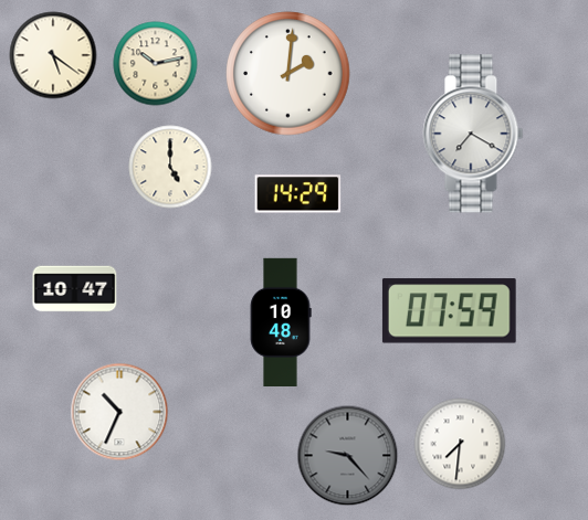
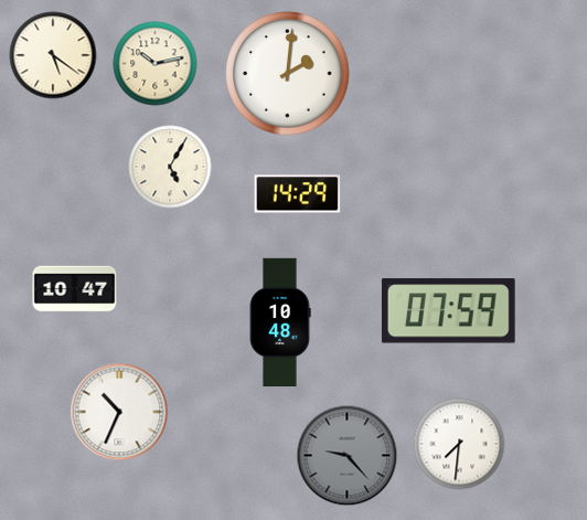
clock at (473, 134): 7:20 -> none
clock at (170, 167): 5:00 -> 5:05
